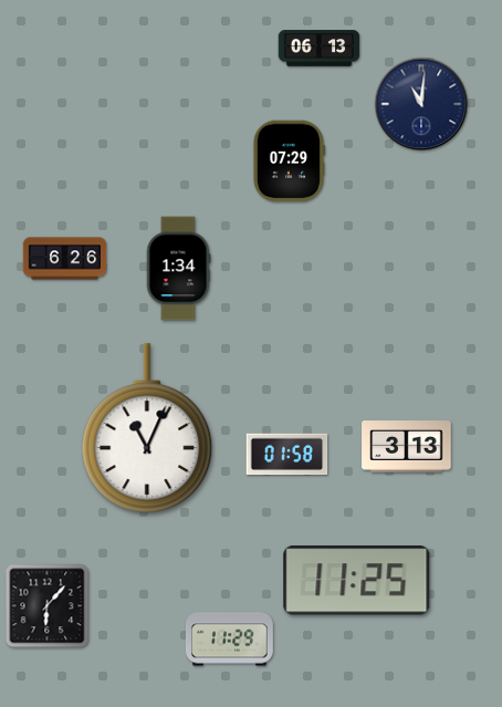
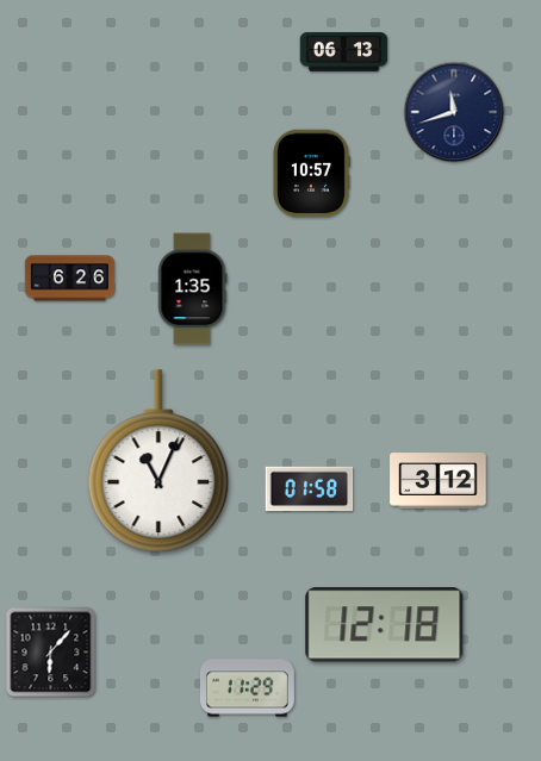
clock at (421, 104): 11:01 -> 11:42
clock at (289, 162): 07:29 -> 10:57
clock at (178, 269): 1:34 -> 1:35
clock at (407, 447): 3:13 -> 3:12
clock at (357, 581): 11:25 -> 12:18
